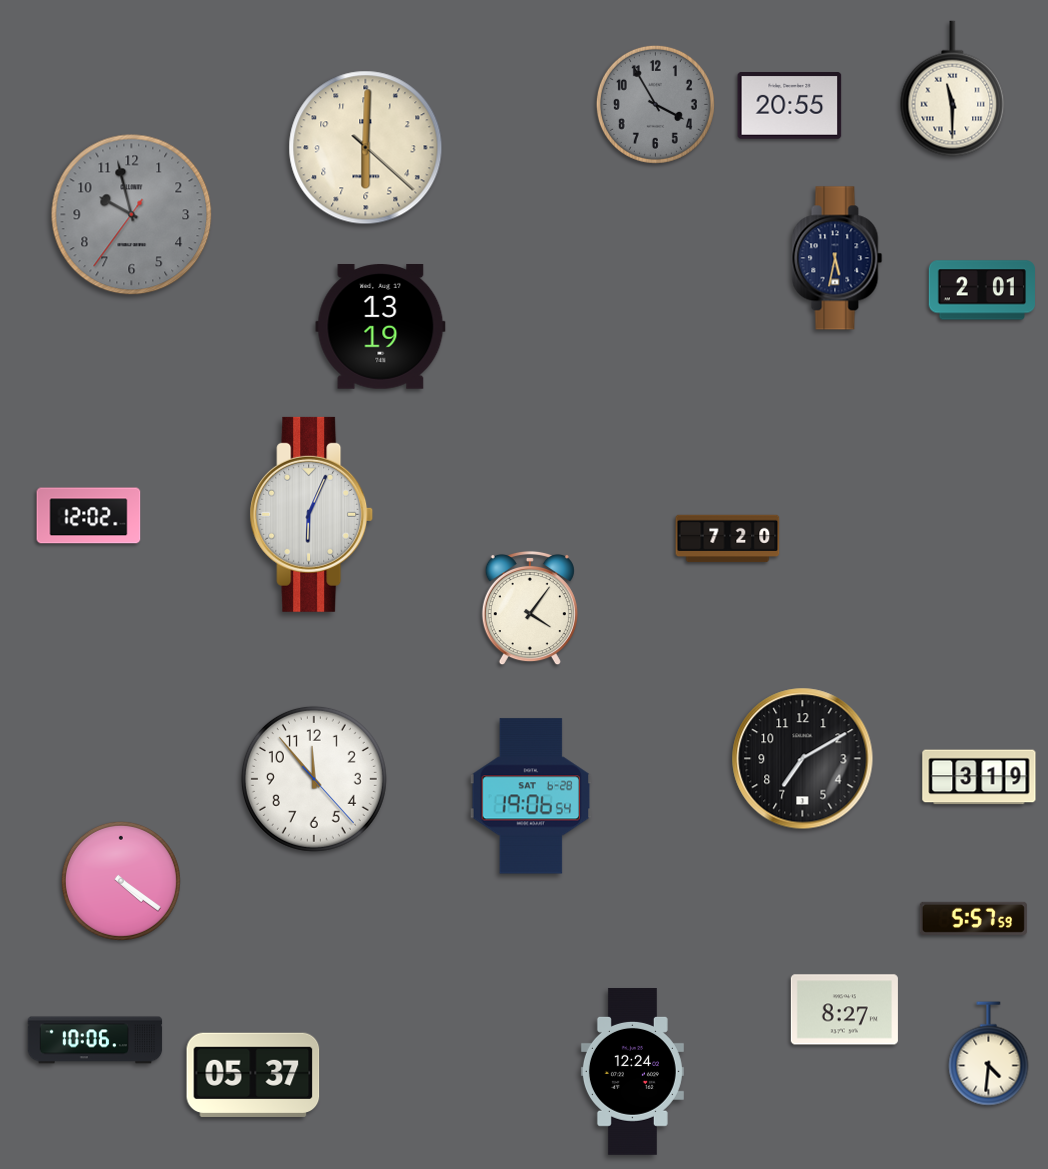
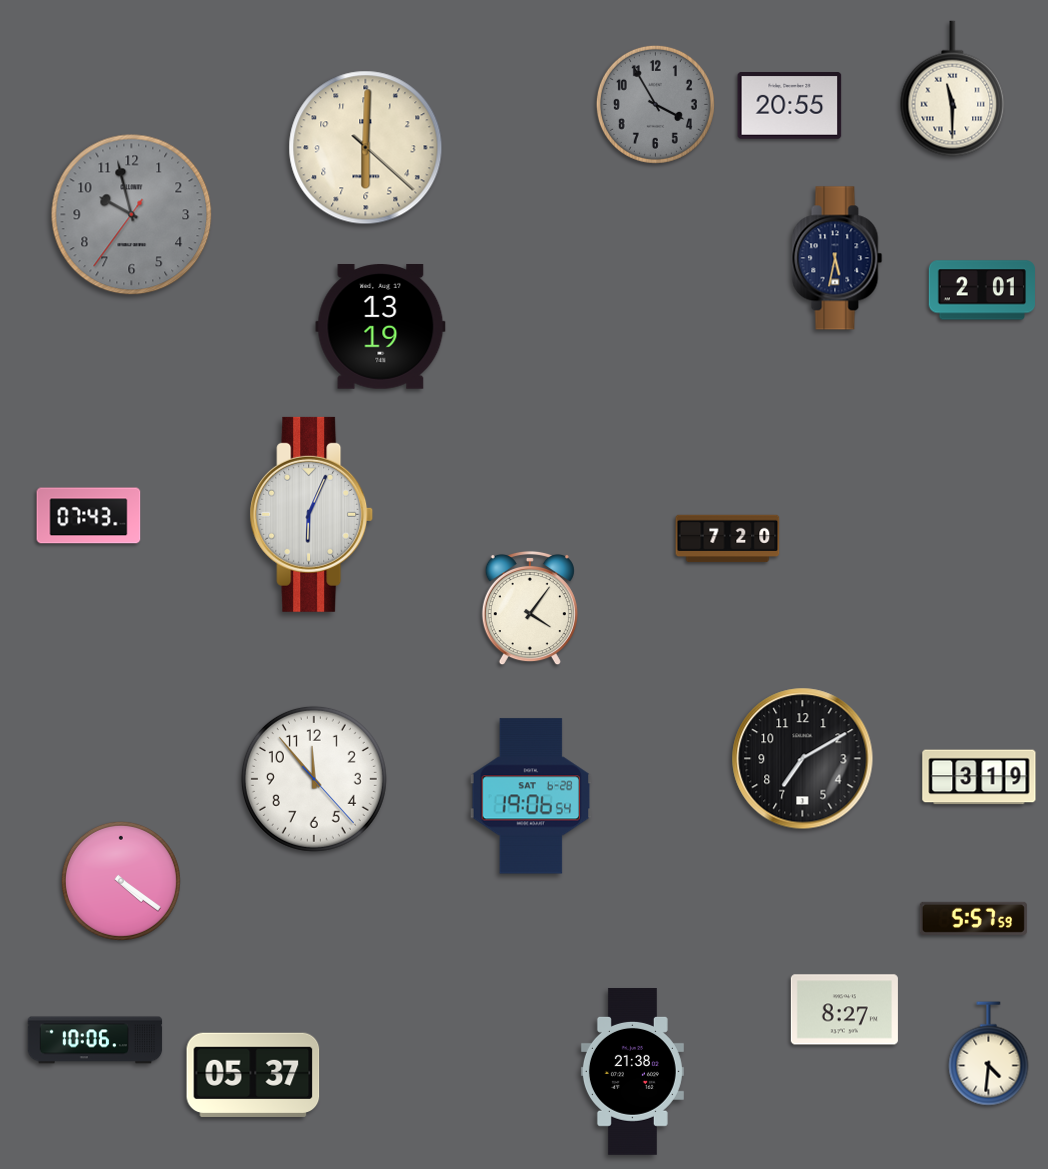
clock at (89, 516): 12:02 -> 07:43
clock at (632, 1072): 12:24 -> 21:38
